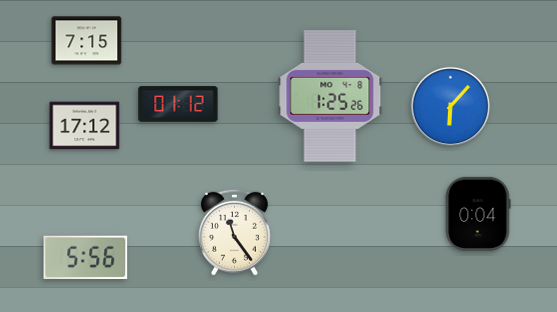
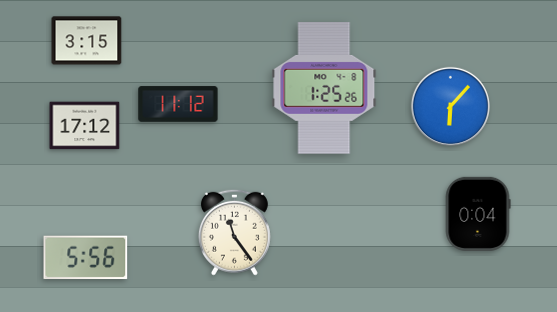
clock at (87, 41): 7:15 -> 3:15
clock at (330, 96) position: (330, 96) -> (324, 88)
clock at (178, 104): 01:12 -> 11:12
